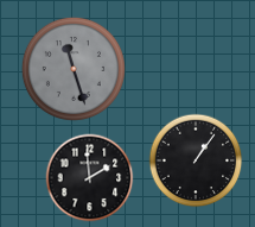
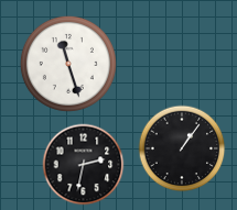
clock at (74, 69) dial: grey -> white
clock at (90, 178): 1:59 -> 2:32
